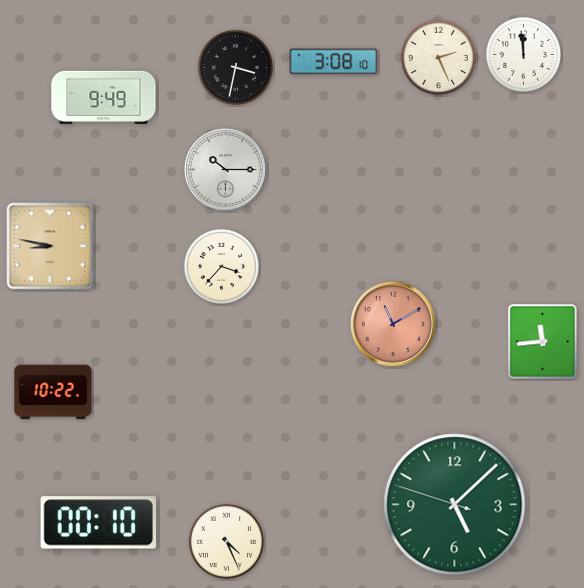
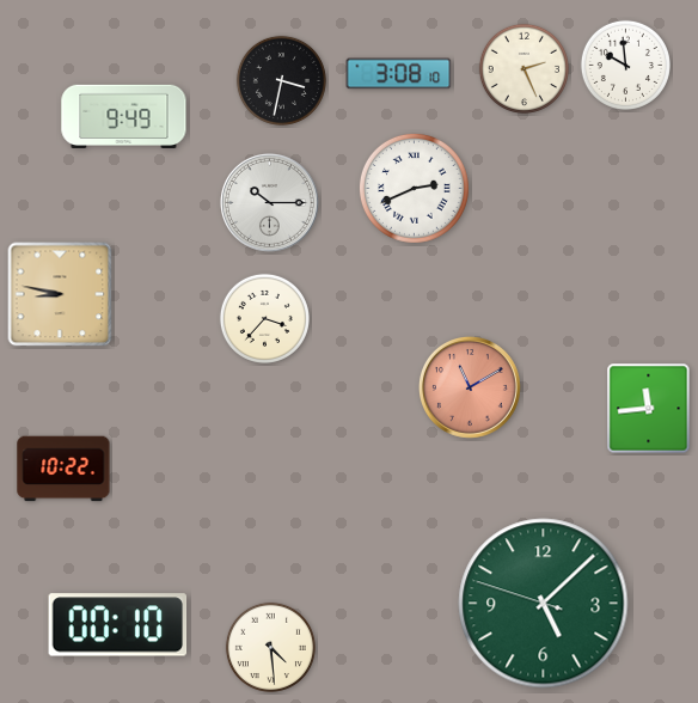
clock at (523, 54): 11:59 -> 9:59
clock at (414, 188): none -> 2:41
clock at (226, 541): 4:26 -> 4:29
